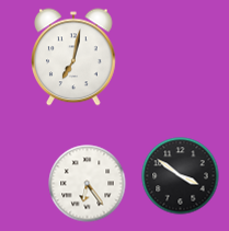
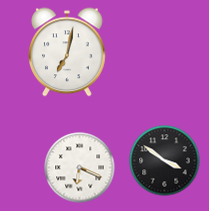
clock at (88, 184): 6:24 -> 6:19
